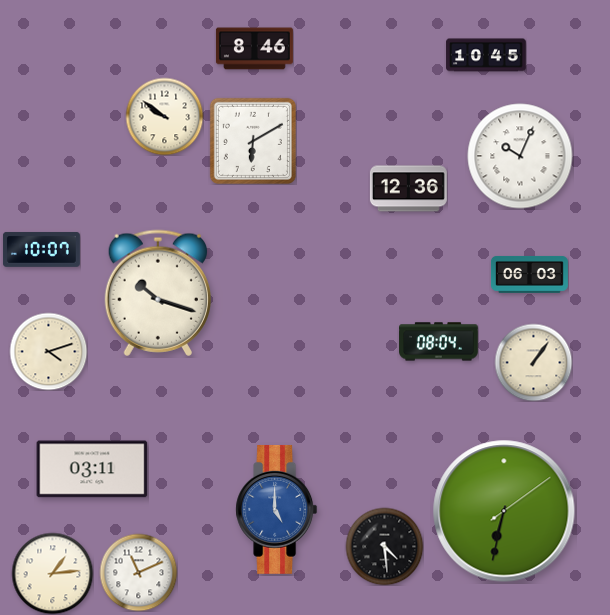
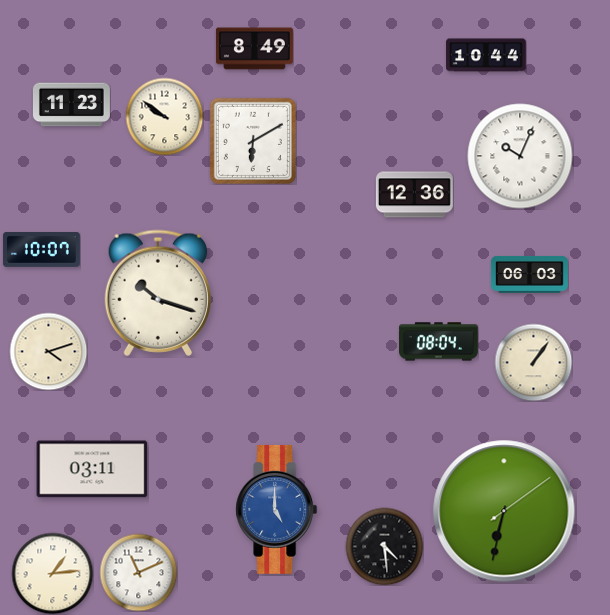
clock at (254, 49): 8:46 -> 8:49
clock at (486, 55): 10:45 -> 10:44
clock at (71, 105): none -> 11:23
clock at (408, 189) position: (408, 189) -> (414, 195)
